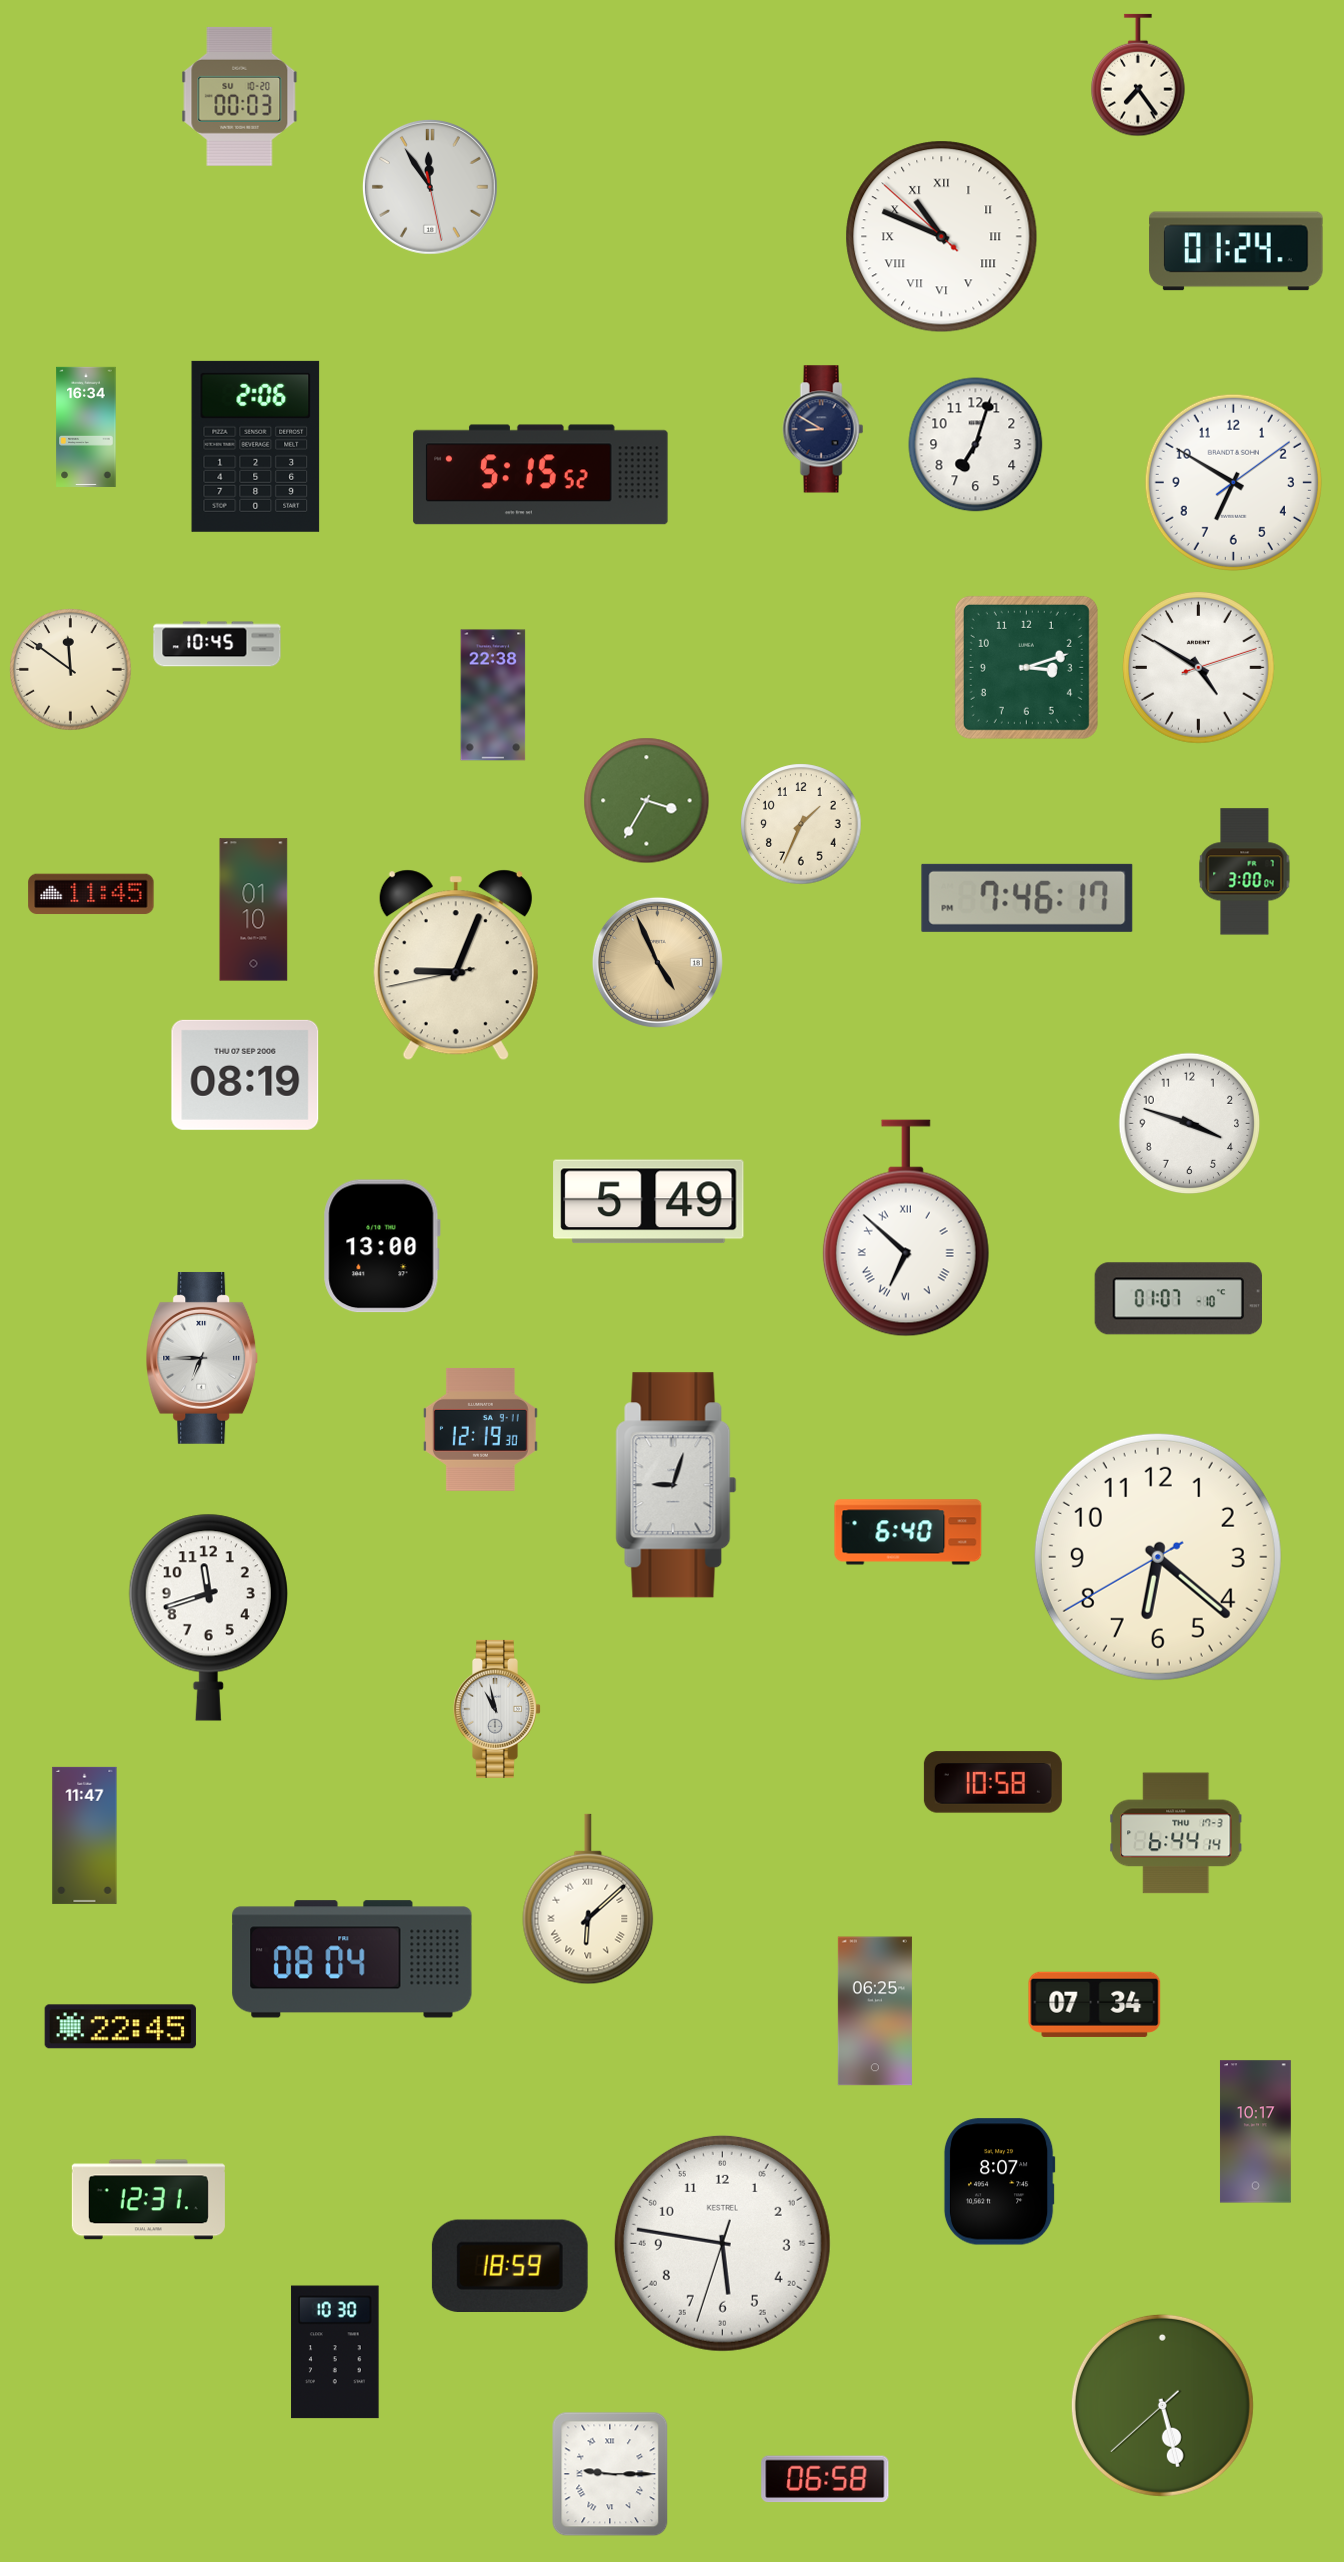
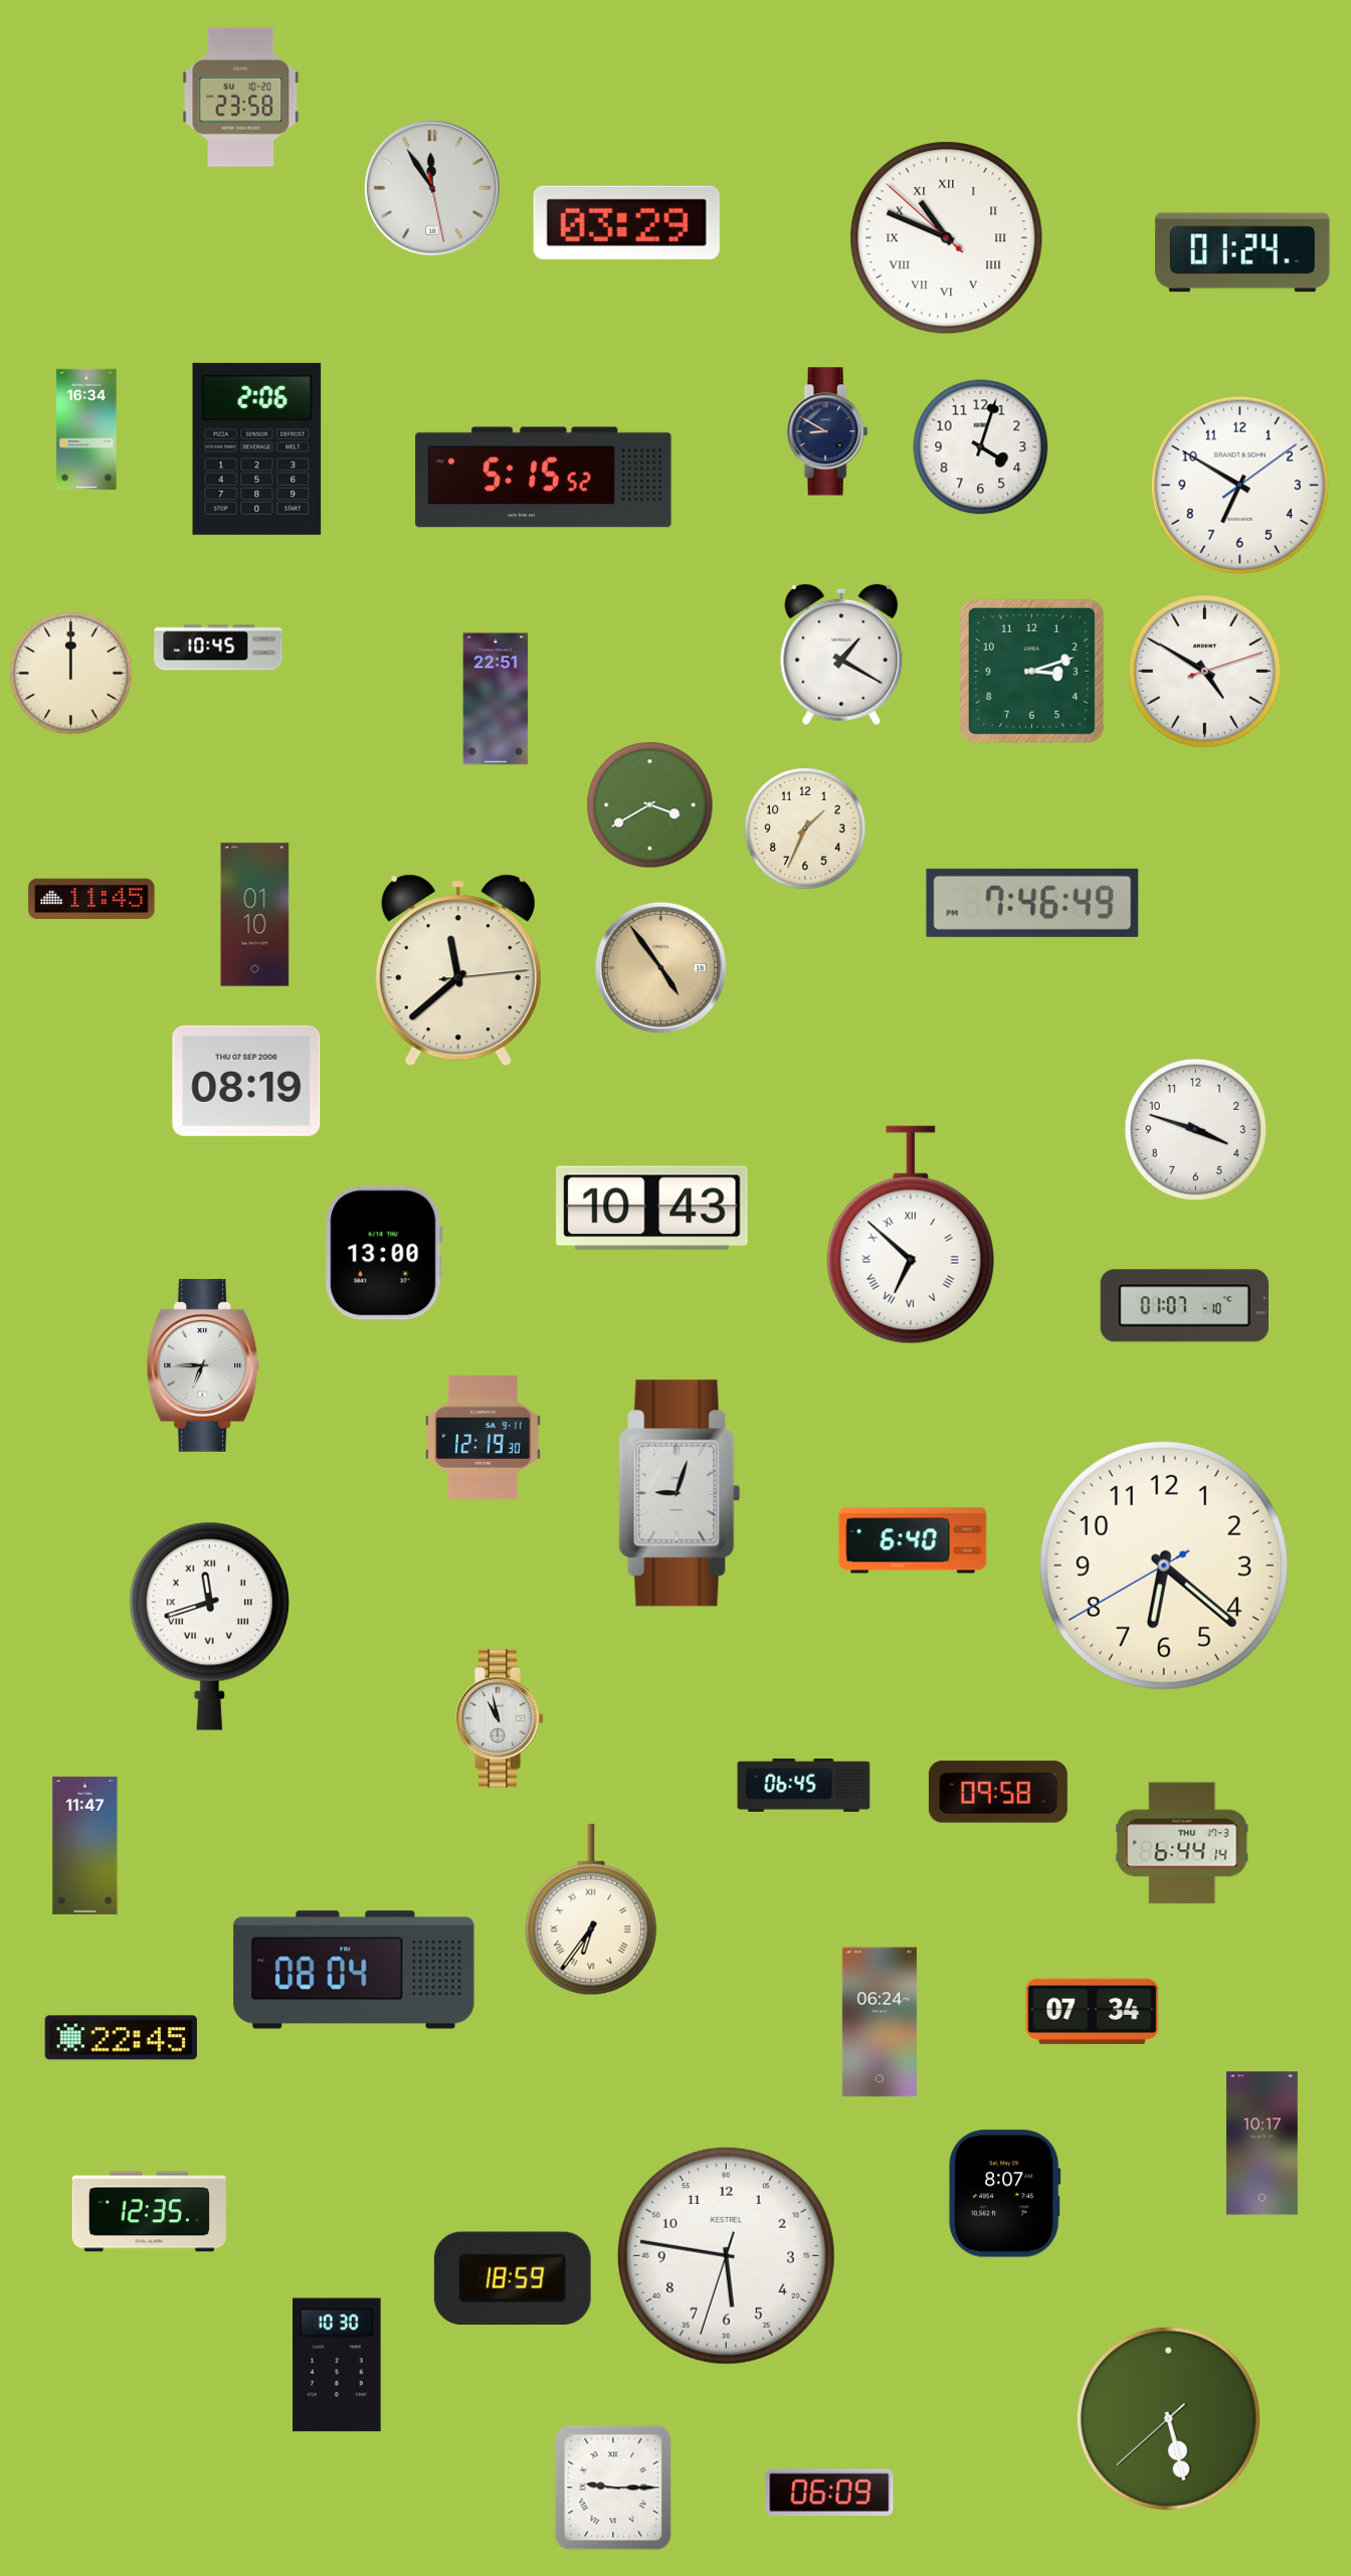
clock at (1138, 75): 7:24 -> none
clock at (240, 96): 00:03 -> 23:58
clock at (626, 222): none -> 03:29
clock at (976, 445): 7:03 -> 4:03
clock at (841, 655): none -> 1:20
clock at (71, 670): 11:51 -> 12:00
clock at (493, 695): 22:38 -> 22:51
clock at (647, 801): 3:35 -> 3:40
clock at (1245, 872): 3:00 -> none
clock at (1027, 898): 7:46:17 -> 7:46:49
clock at (657, 962): 4:56 -> 4:54
clock at (456, 965): 9:03 -> 11:38
clock at (649, 1202): 5:49 -> 10:43
clock at (208, 1617) numerals: Arabic -> Roman
clock at (804, 1785): none -> 06:45
clock at (993, 1782): 10:58 -> 09:58
clock at (588, 1899): 6:08 -> 6:36
clock at (1095, 2004) position: (1095, 2004) -> (1093, 2011)
clock at (875, 2011): 06:25 -> 06:24
clock at (148, 2200): 12:31 -> 12:35
clock at (825, 2479): 06:58 -> 06:09
